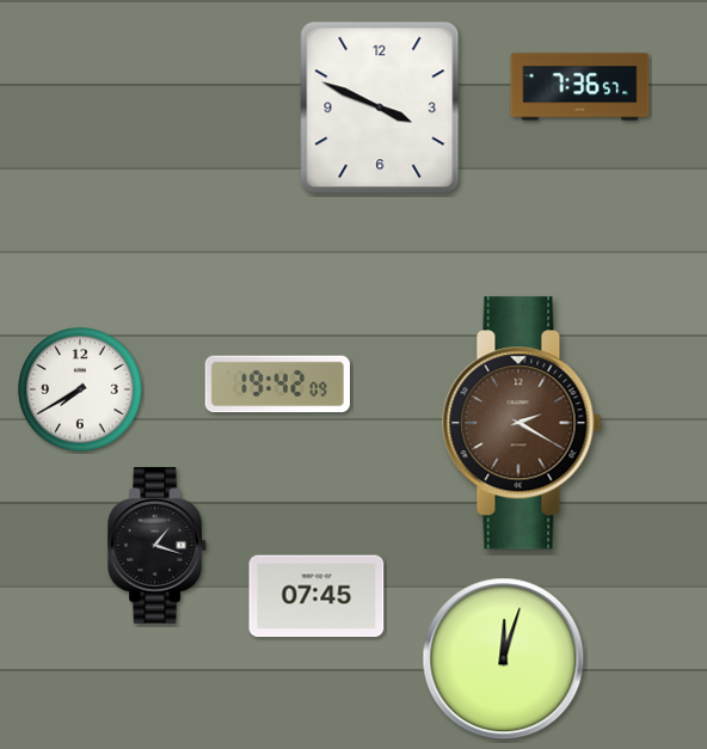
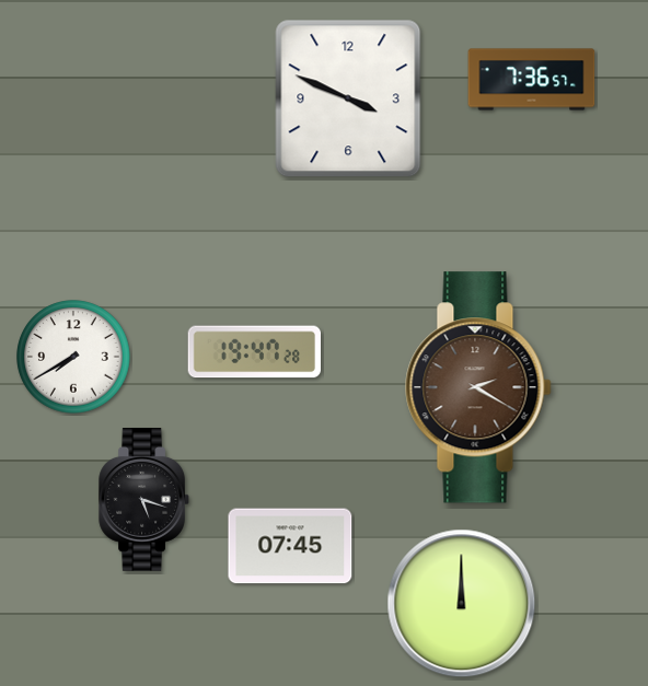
clock at (277, 385): 19:42 -> 19:47
clock at (156, 546): 1:18 -> 5:18
clock at (504, 659): 12:03 -> 12:00
